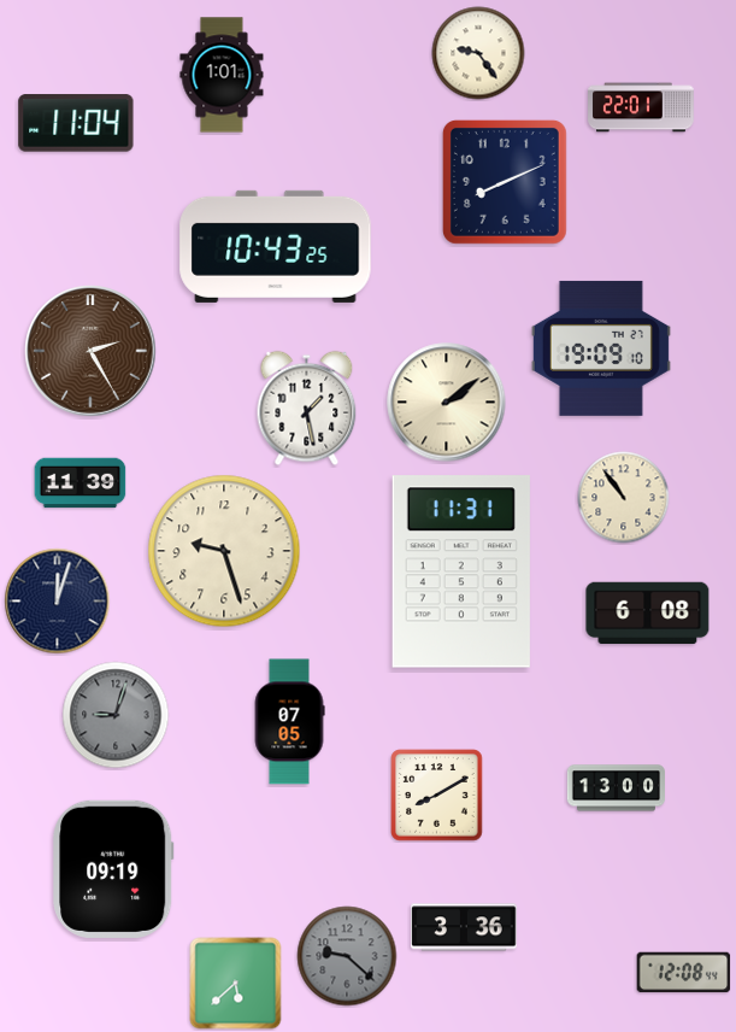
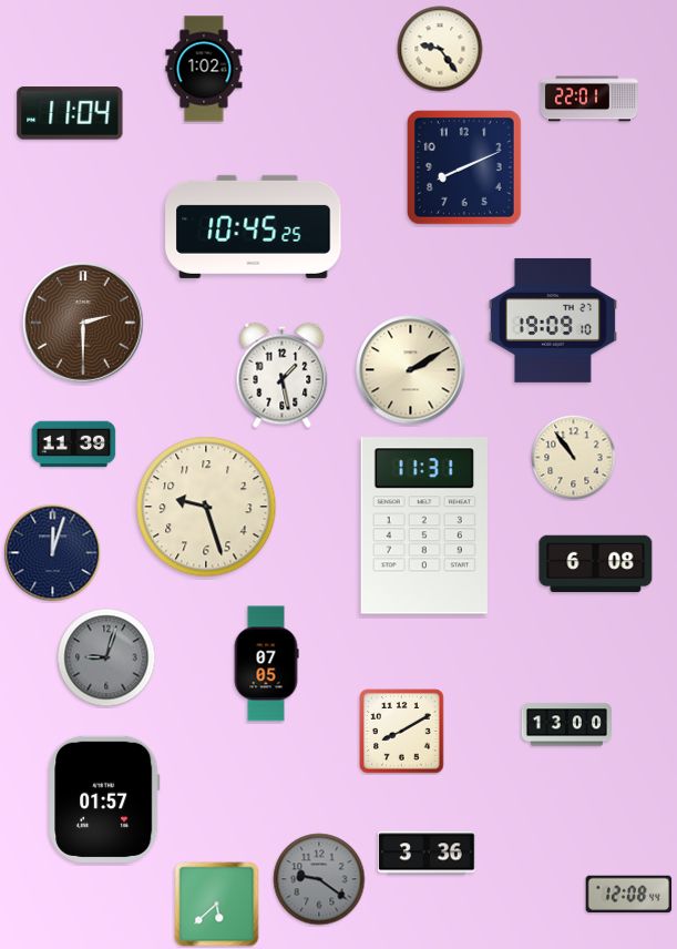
clock at (222, 75): 1:01 -> 1:02
clock at (276, 246): 10:43 -> 10:45
clock at (90, 351): 2:25 -> 2:30
clock at (447, 403): 2:09 -> 2:10
clock at (113, 869): 09:19 -> 01:57
clock at (347, 956): 9:22 -> 9:21
